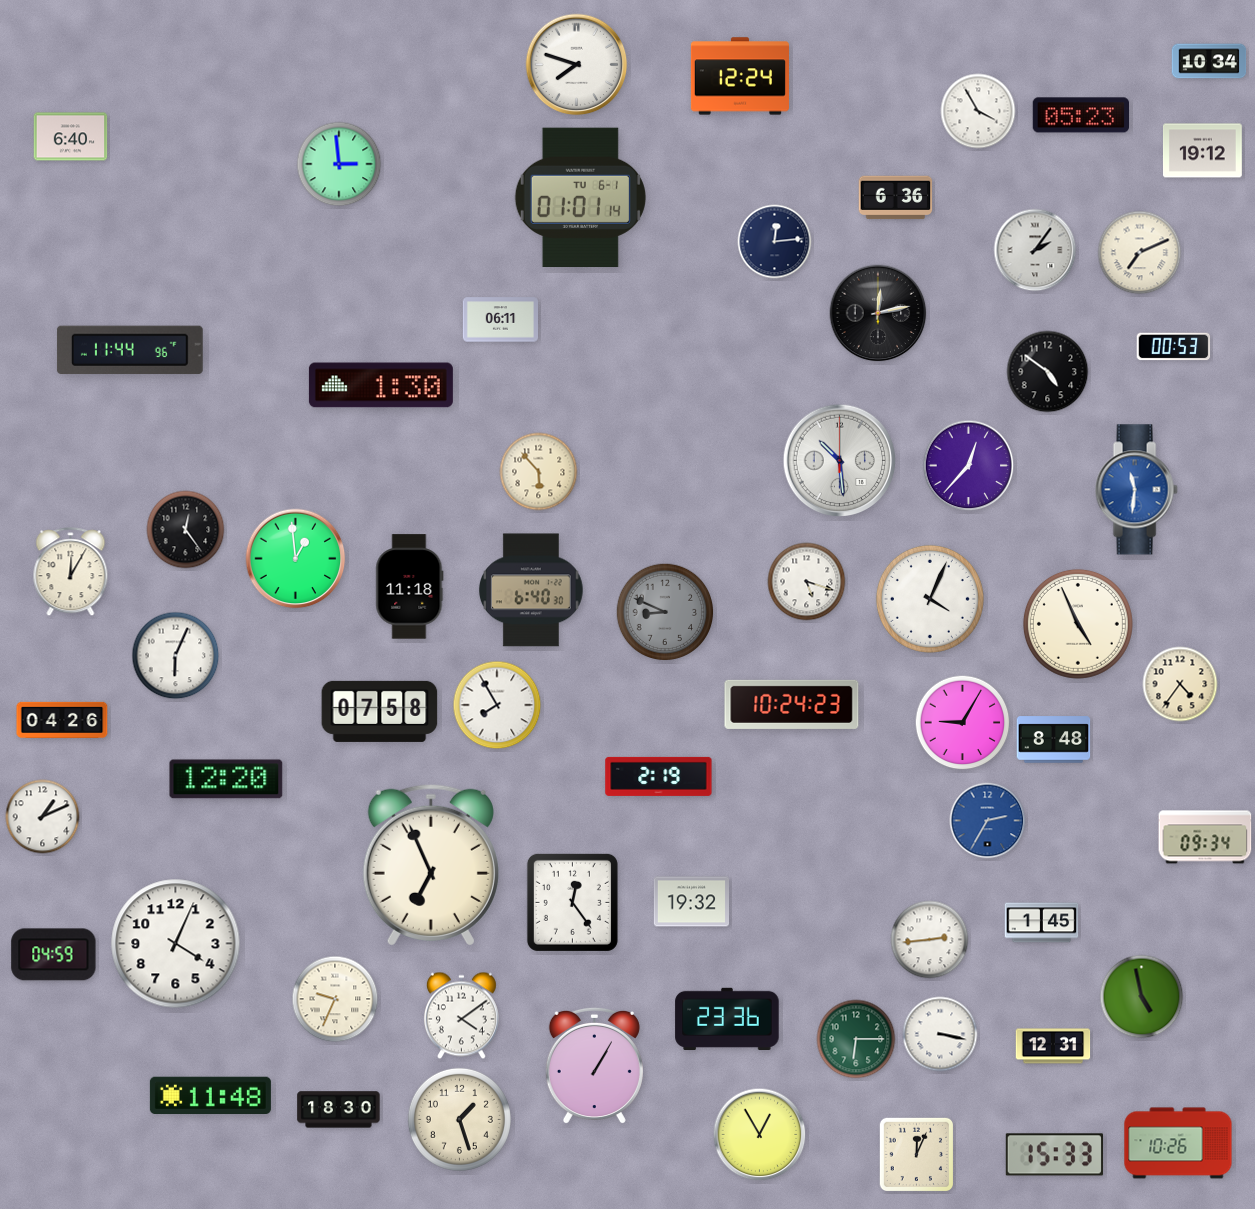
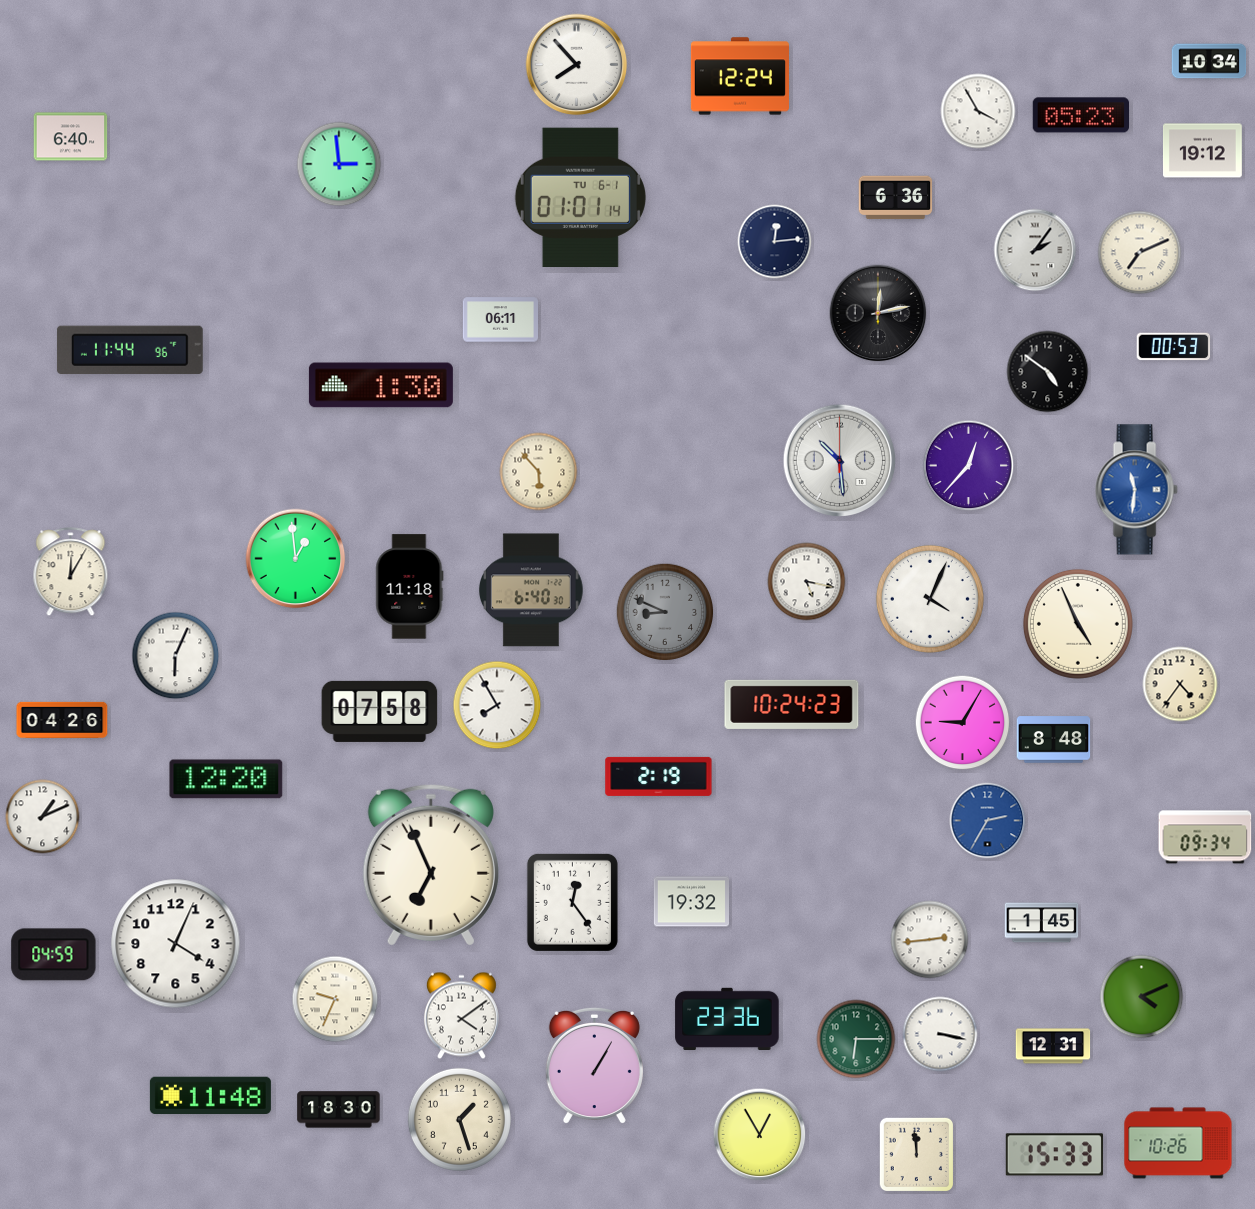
clock at (577, 65): 7:48 -> 7:53
clock at (186, 530): 12:24 -> none
clock at (807, 582): 5:18 -> 5:17
clock at (1142, 997): 4:58 -> 4:11
clock at (917, 1155): 12:04 -> 11:59
